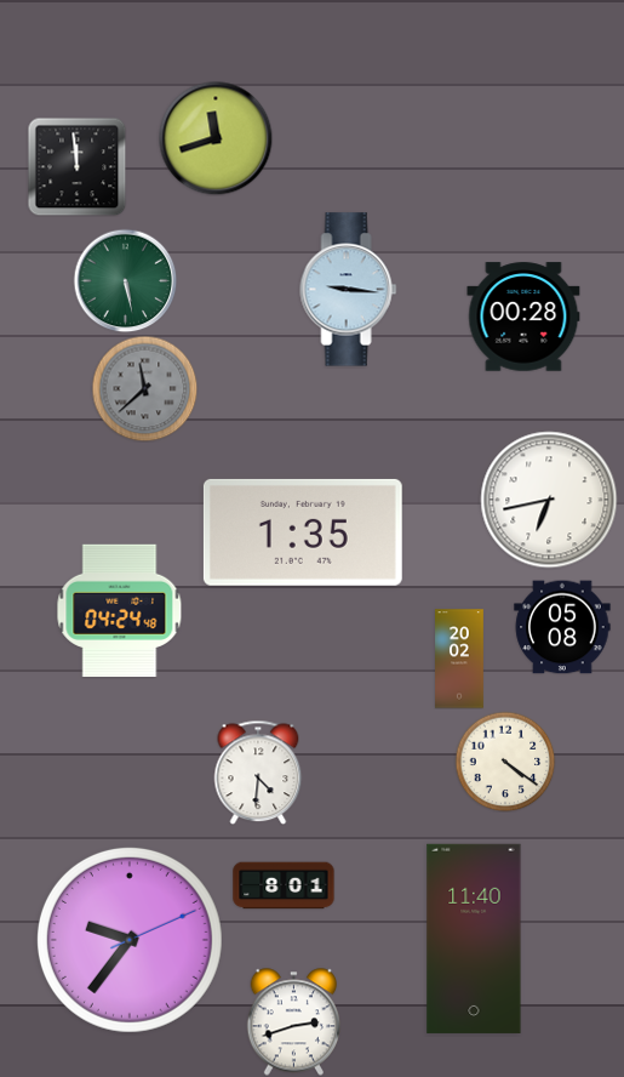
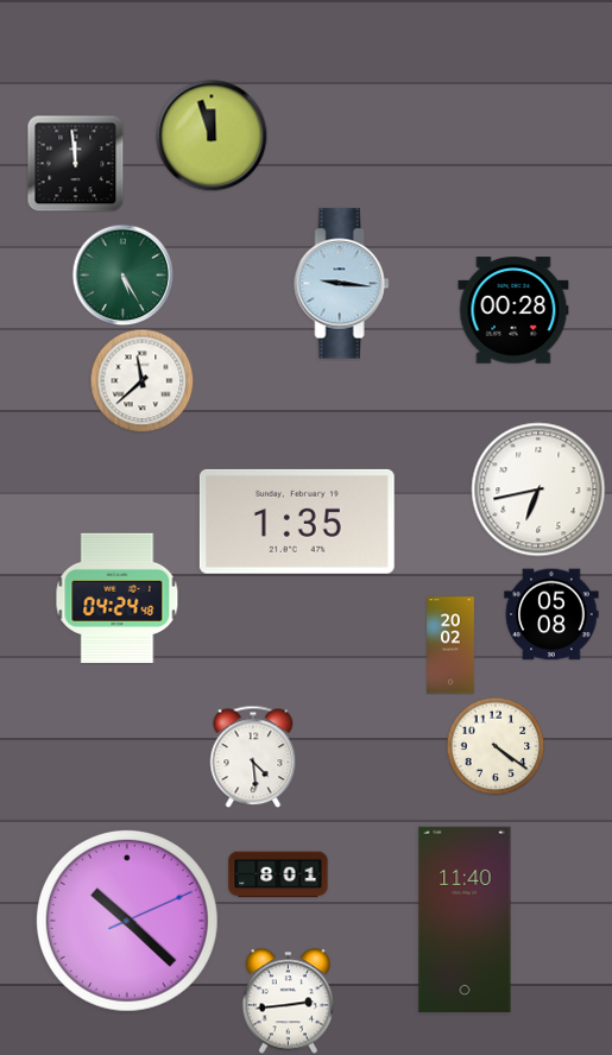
clock at (216, 138): 11:42 -> 11:57
clock at (125, 280): 5:28 -> 5:25
clock at (144, 388) dial: grey -> white
clock at (258, 773): 4:31 -> 4:29
clock at (284, 885) position: (284, 885) -> (278, 874)
clock at (130, 940): 9:36 -> 10:22
clock at (294, 1022): 2:42 -> 2:44
